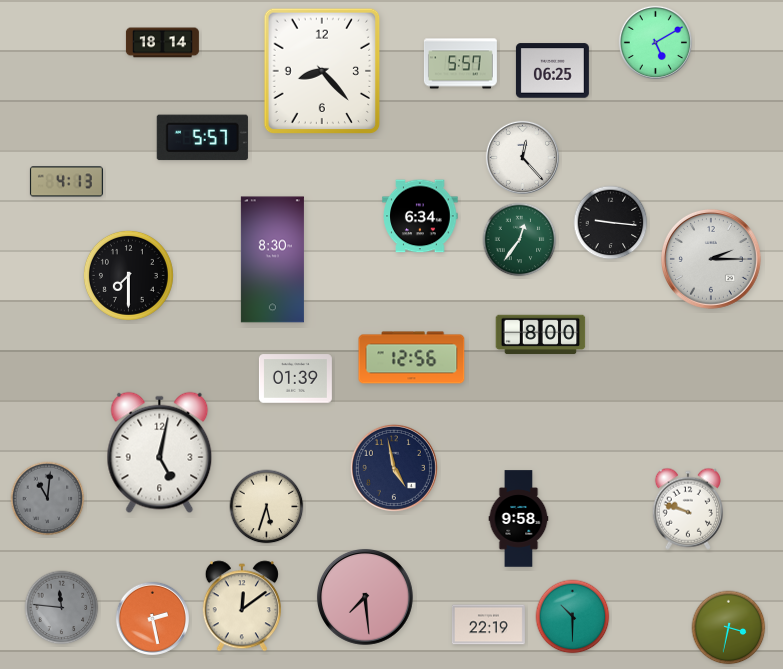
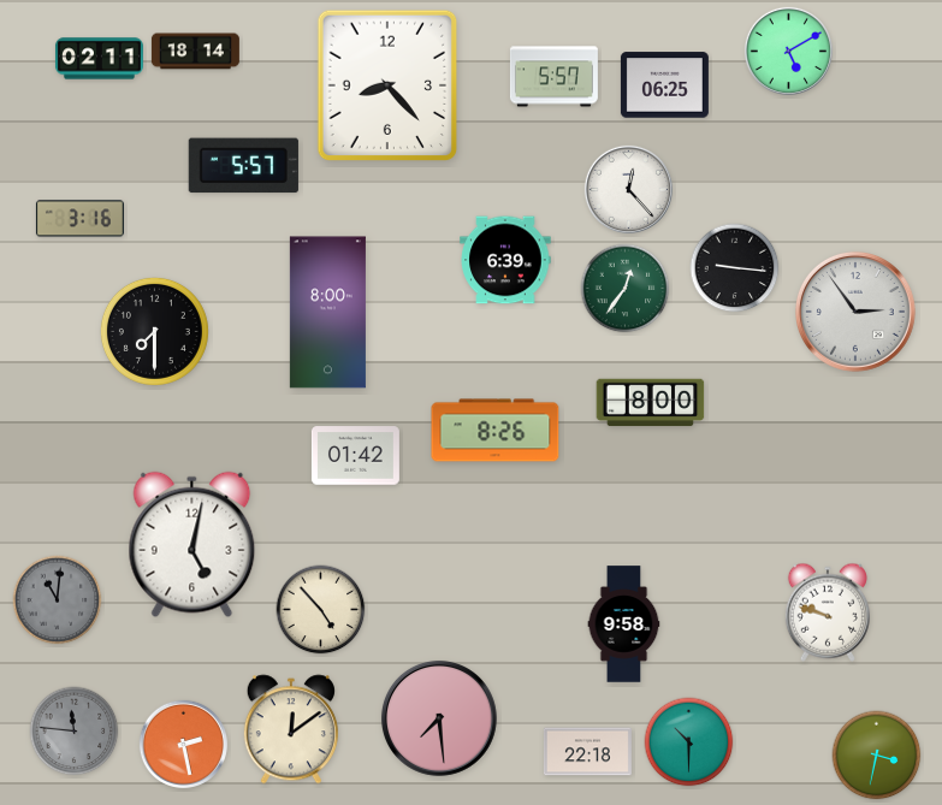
clock at (99, 59): none -> 02:11
clock at (66, 182): 4:13 -> 3:16
clock at (420, 216): 6:34 -> 6:39
clock at (272, 260): 8:30 -> 8:00
clock at (712, 260): 2:15 -> 2:54
clock at (412, 358): 12:56 -> 8:26
clock at (295, 379): 01:39 -> 01:42
clock at (394, 468): 4:58 -> none
clock at (267, 507): 5:33 -> 4:53
clock at (488, 625): 22:19 -> 22:18
